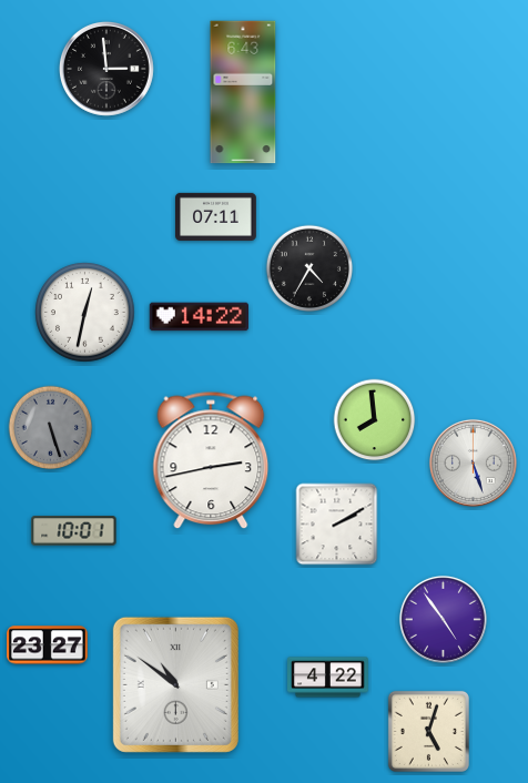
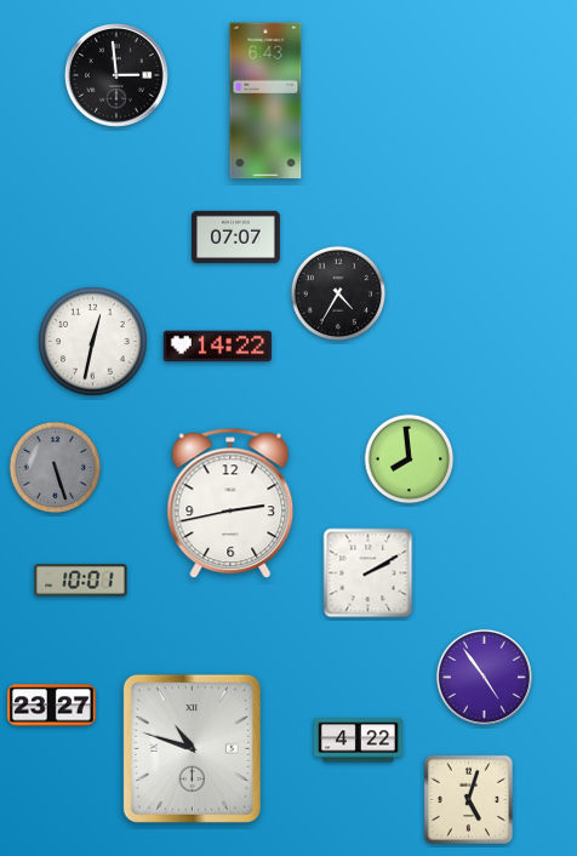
clock at (216, 216): 07:11 -> 07:07
clock at (473, 462): 5:27 -> none
clock at (175, 684): 10:51 -> 10:48
